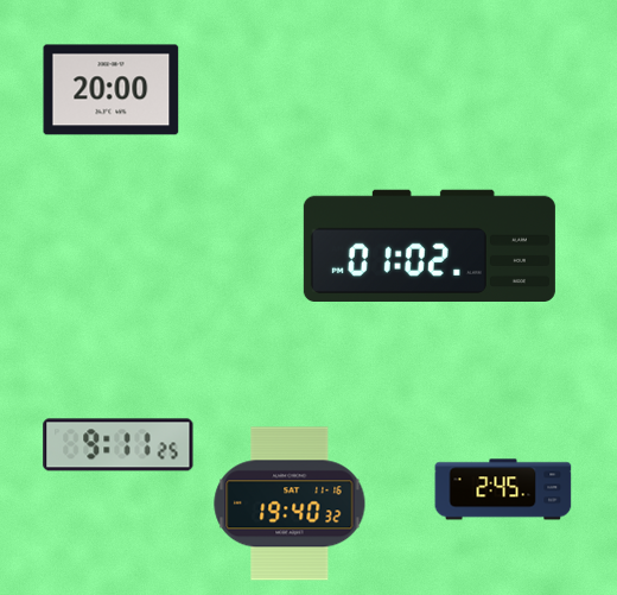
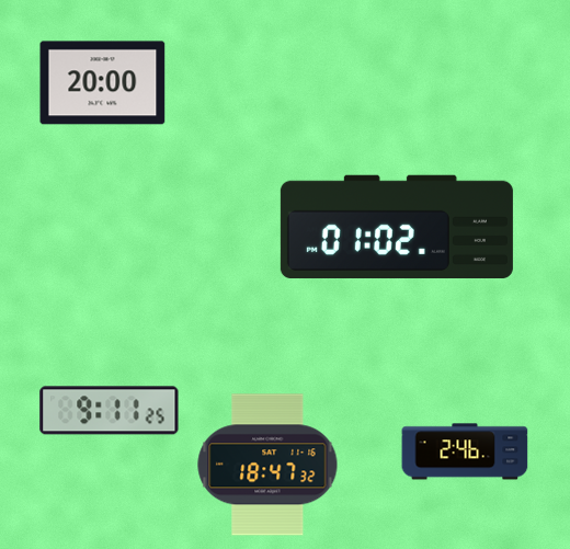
clock at (503, 489): 2:45 -> 2:46
clock at (290, 504): 19:40 -> 18:47
